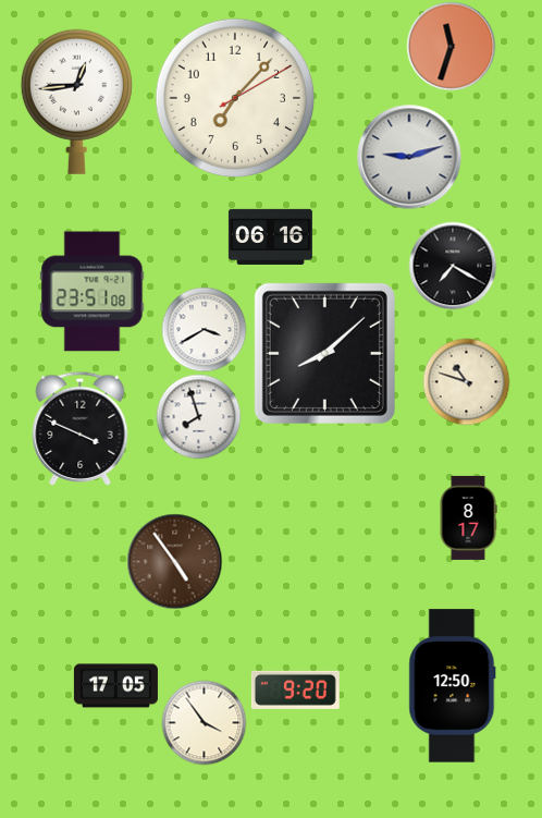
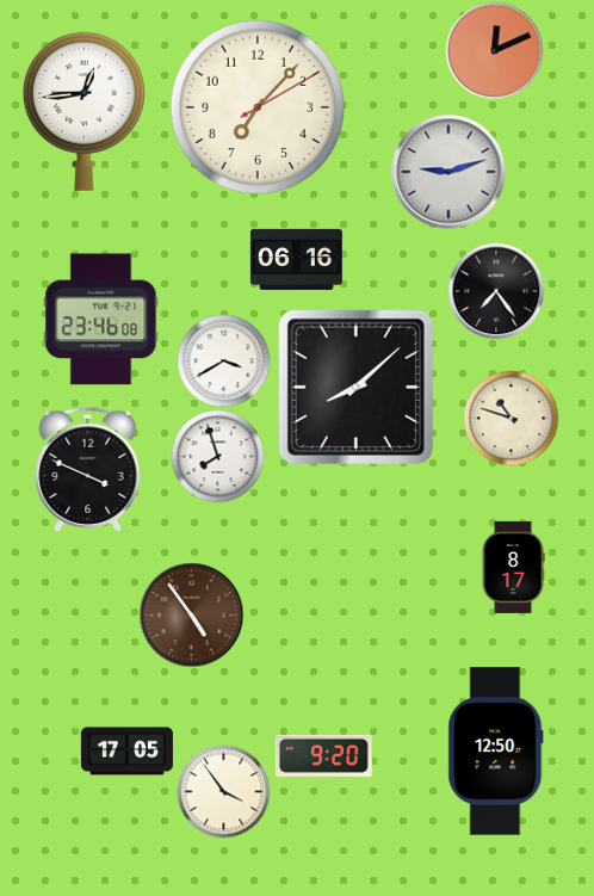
clock at (451, 46): 11:33 -> 12:11
clock at (453, 266): 7:20 -> 7:24
clock at (93, 292): 23:51 -> 23:46
